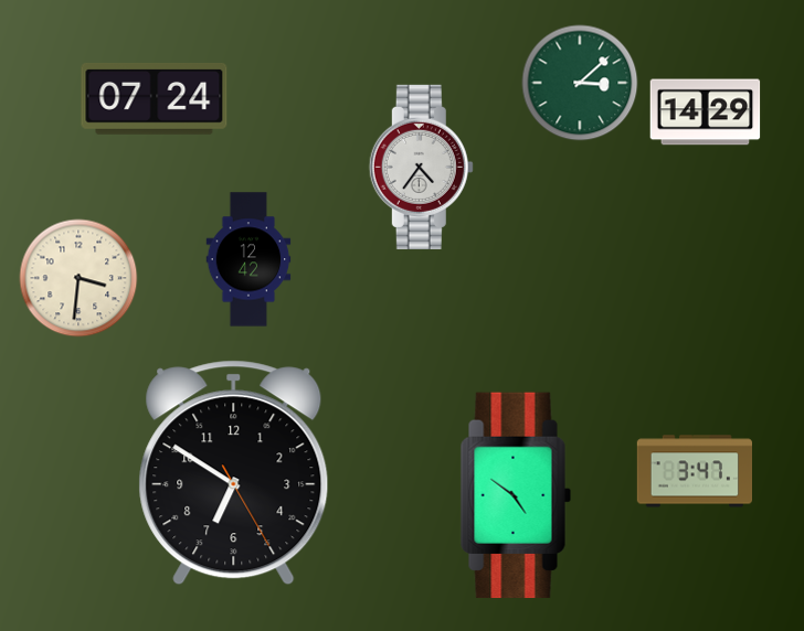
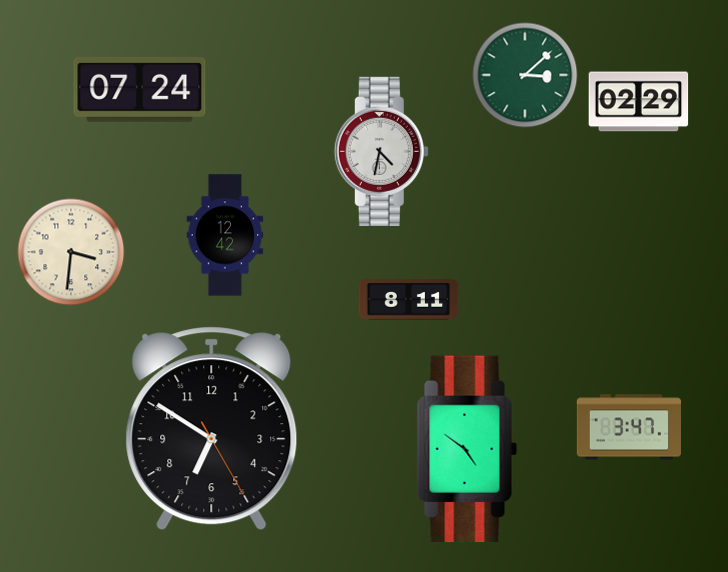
clock at (706, 113): 14:29 -> 02:29
clock at (421, 167): 4:36 -> 4:32
clock at (409, 300): none -> 8:11
